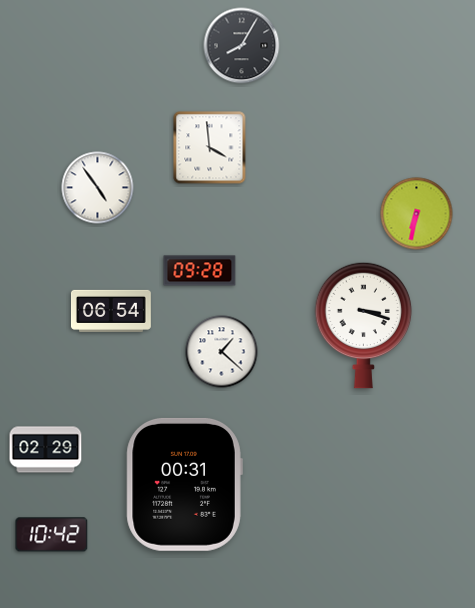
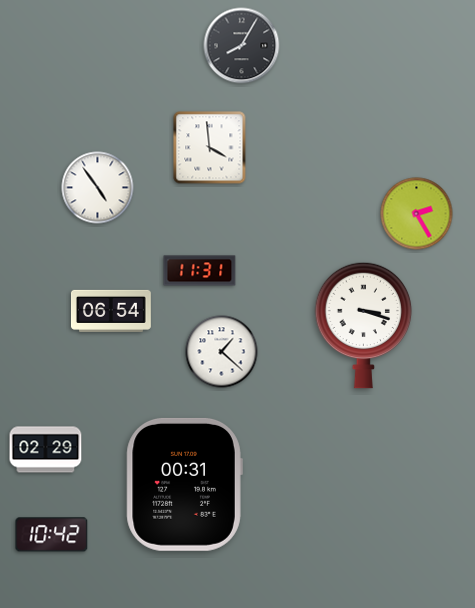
clock at (417, 214): 6:32 -> 2:25
clock at (200, 271): 09:28 -> 11:31
